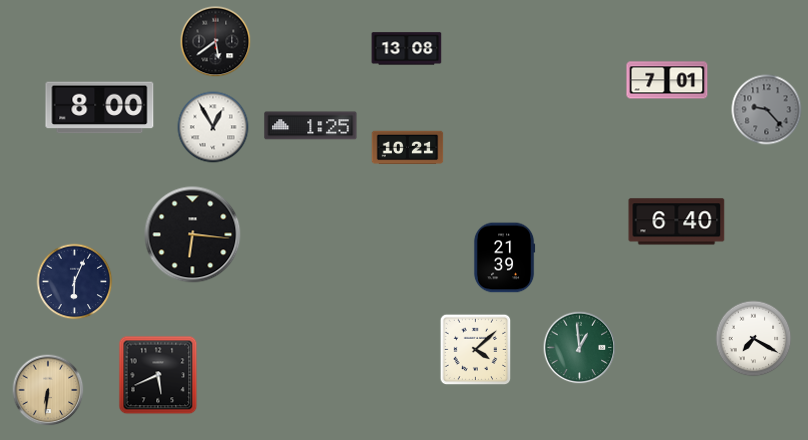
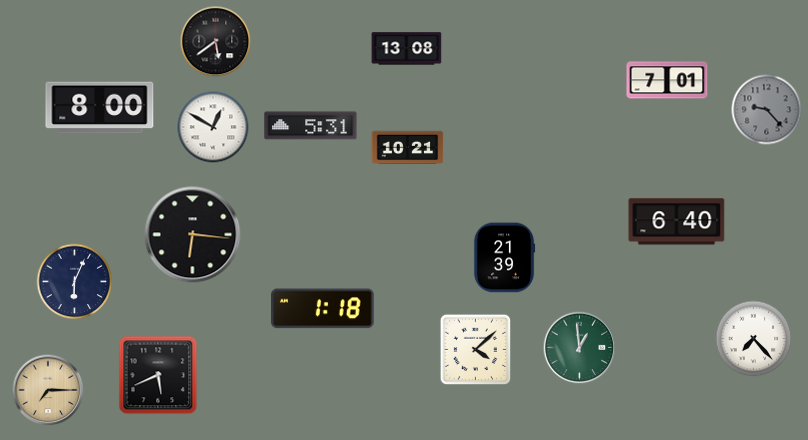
clock at (311, 126): 1:25 -> 5:31
clock at (213, 127): 12:55 -> 12:50
clock at (323, 309): none -> 1:18
clock at (754, 339): 7:20 -> 7:23
clock at (48, 390): 6:31 -> 7:15
